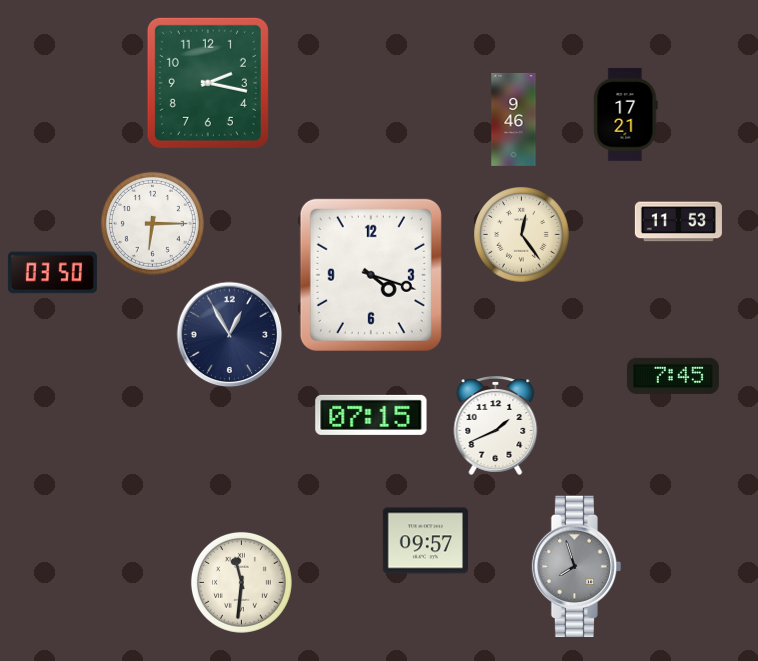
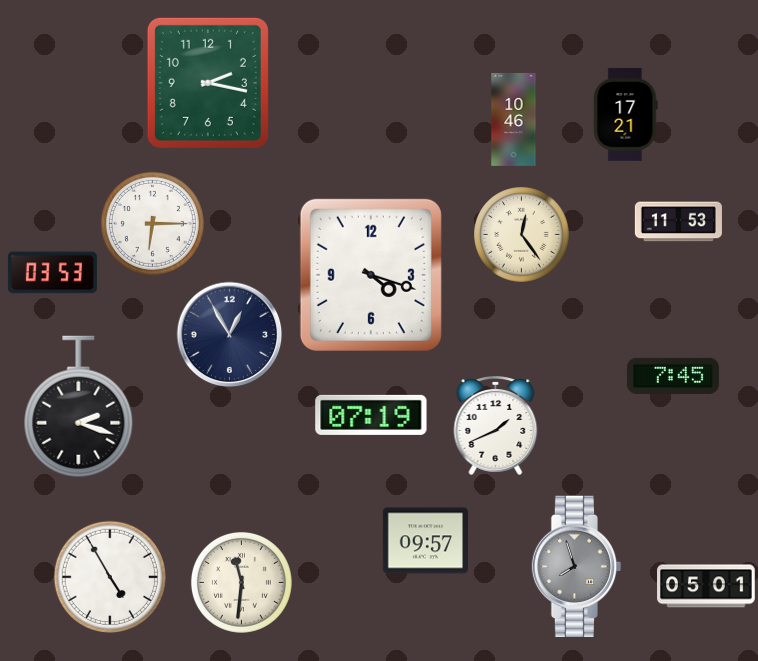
clock at (514, 119): 9:46 -> 10:46
clock at (52, 273): 03:50 -> 03:53
clock at (79, 407): none -> 2:18
clock at (371, 415): 07:15 -> 07:19
clock at (109, 577): none -> 4:55
clock at (706, 586): none -> 05:01
